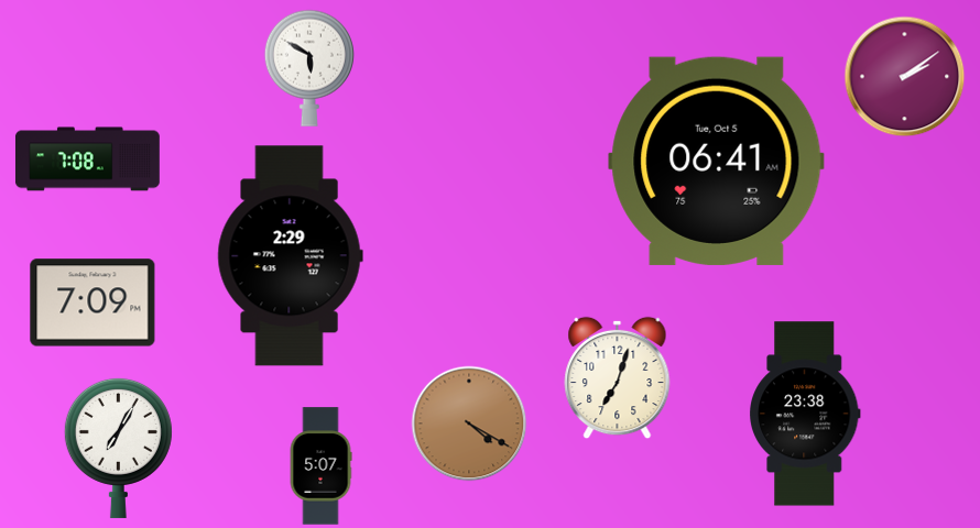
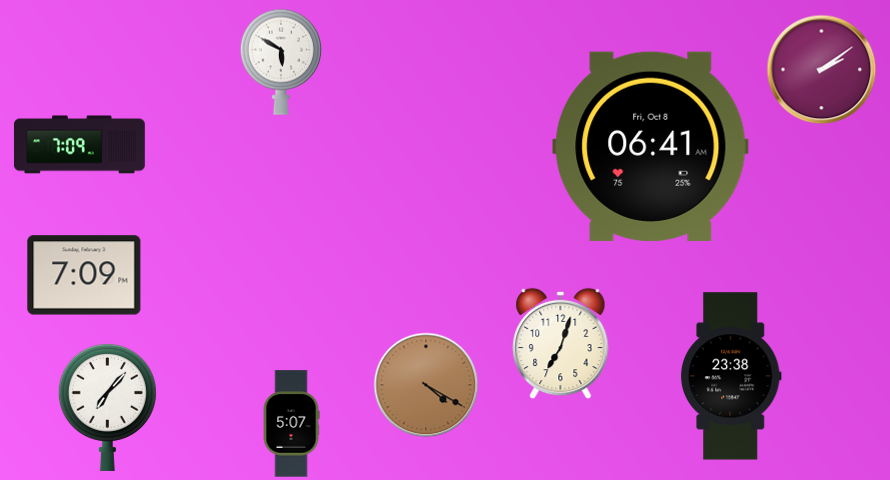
clock at (87, 159): 7:08 -> 7:09
clock at (717, 161) date: Tue, Oct 5 -> Fri, Oct 8
clock at (290, 256): 2:29 -> none
clock at (118, 448): 7:05 -> 7:07
